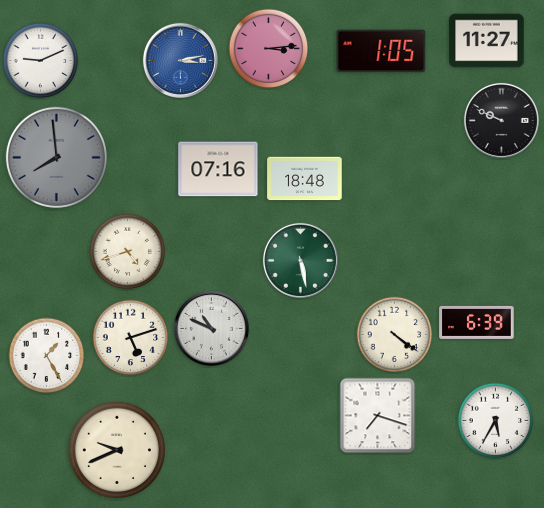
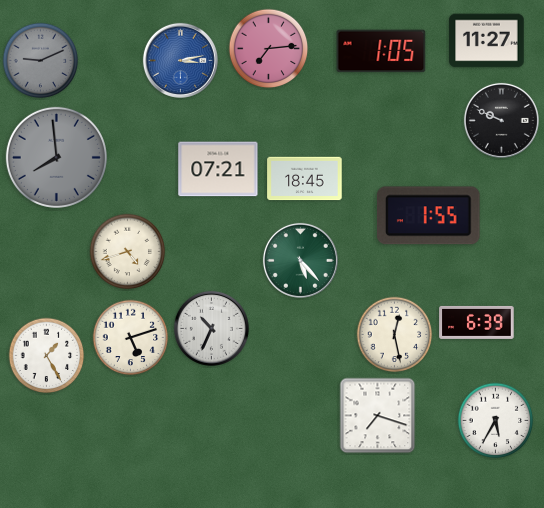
clock at (269, 49): 3:14 -> 7:14
clock at (41, 61) dial: white -> grey
clock at (218, 169): 07:16 -> 07:21
clock at (305, 179): 18:48 -> 18:45
clock at (428, 216): none -> 1:55
clock at (300, 260): 5:28 -> 5:23
clock at (211, 328): 10:49 -> 10:34
clock at (395, 335): 4:21 -> 12:28
clock at (117, 450): 9:41 -> none
